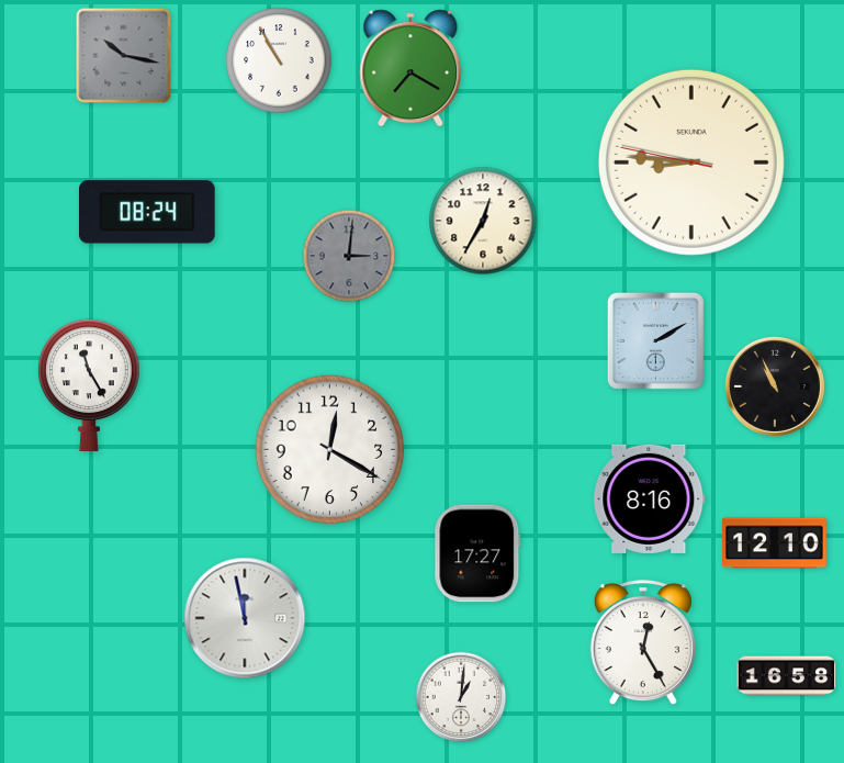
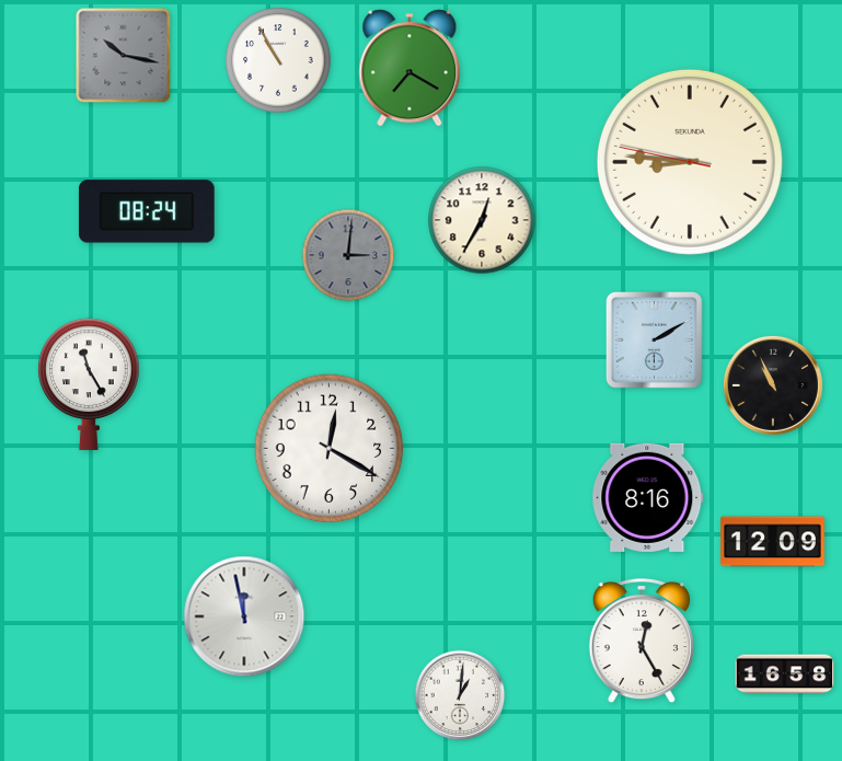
clock at (775, 543): 12:10 -> 12:09
clock at (477, 553): 17:27 -> none
